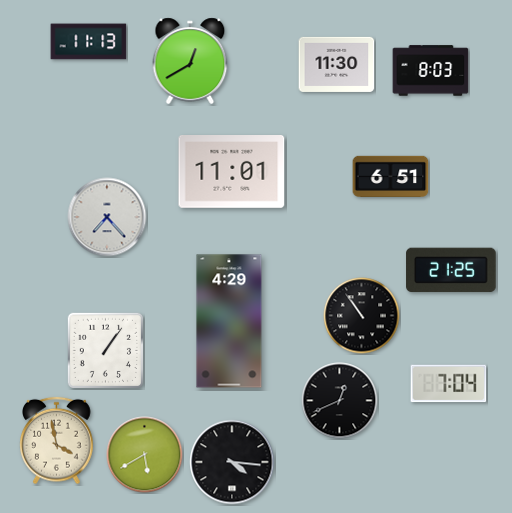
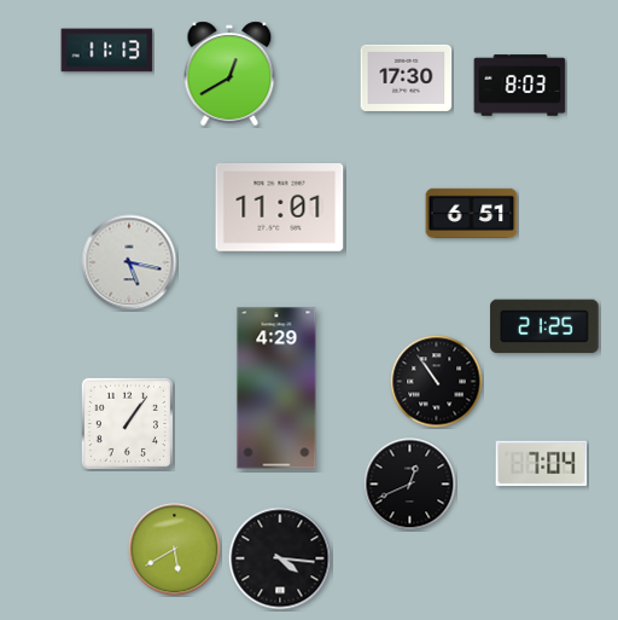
clock at (337, 64): 11:30 -> 17:30
clock at (107, 217): 7:23 -> 5:17
clock at (57, 441): 3:58 -> none
